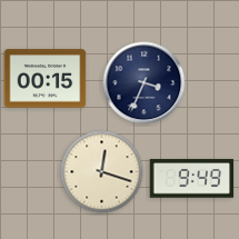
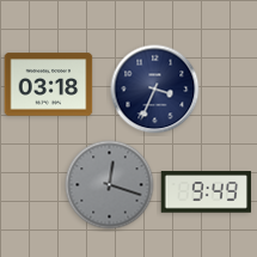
clock at (46, 79): 00:15 -> 03:18
clock at (102, 172) dial: cream -> grey
